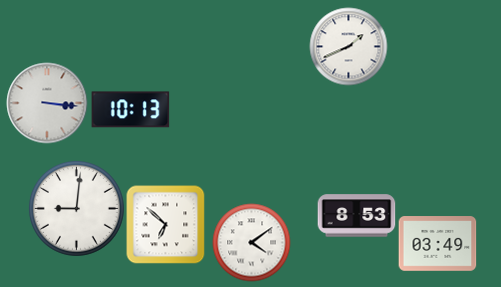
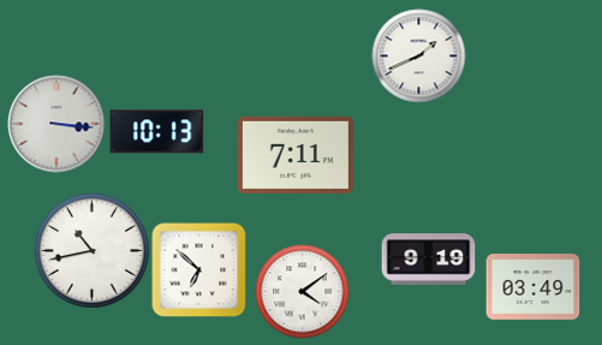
clock at (296, 155): none -> 7:11
clock at (76, 208): 9:01 -> 10:43
clock at (356, 216): 8:53 -> 9:19
clock at (437, 244) position: (437, 244) -> (532, 287)
